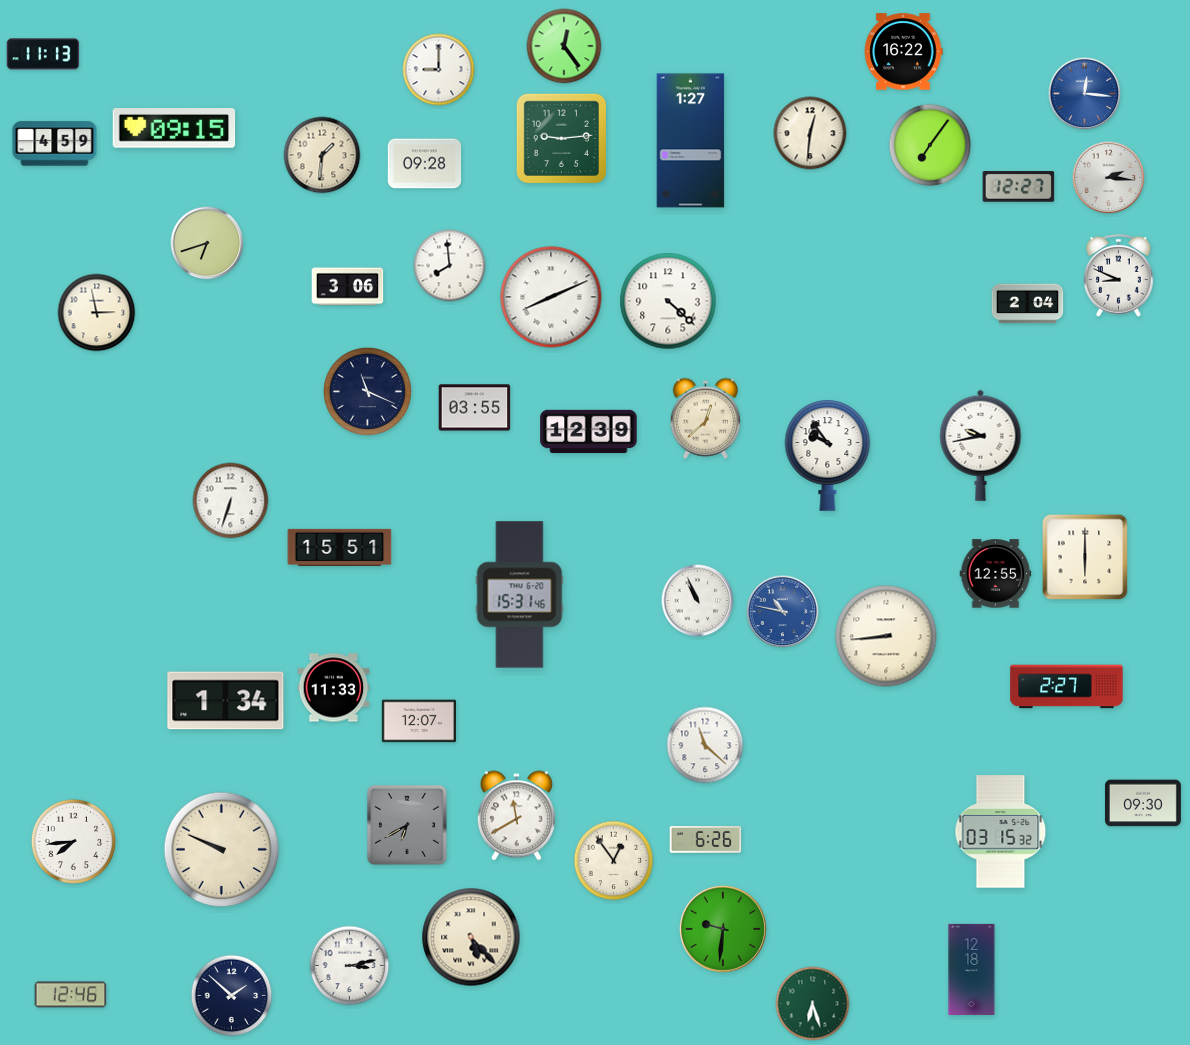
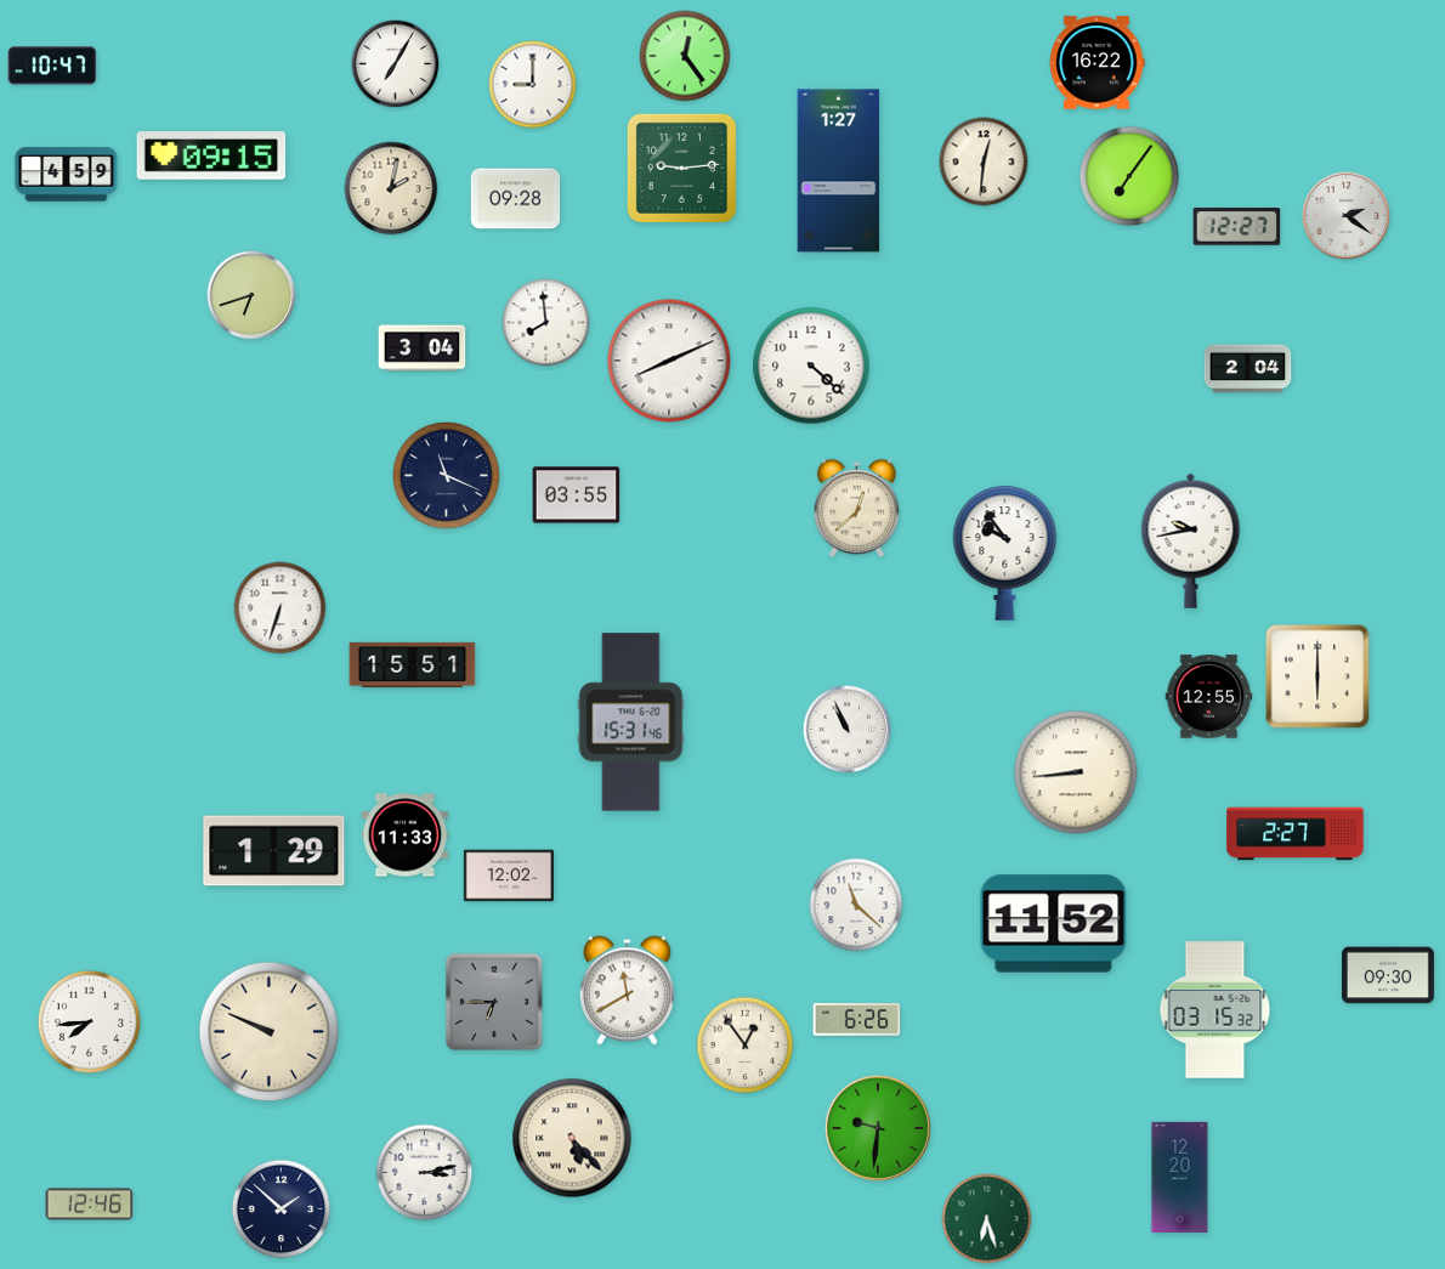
clock at (396, 64): none -> 7:05
clock at (43, 54): 11:13 -> 10:47
clock at (1085, 94): 12:16 -> none
clock at (322, 155): 1:31 -> 2:02
clock at (1109, 178): 2:16 -> 2:21
clock at (1119, 276): 8:49 -> none
clock at (348, 287): 3:06 -> 3:04
clock at (97, 313): 2:58 -> none
clock at (589, 432): 12:39 -> none
clock at (783, 612): 10:47 -> none
clock at (226, 701): 1:34 -> 1:29
clock at (419, 721): 12:07 -> 12:02
clock at (1054, 924): none -> 11:52
clock at (407, 825): 6:40 -> 6:45
clock at (972, 969): 12:18 -> 12:20
clock at (71, 995) position: (71, 995) -> (90, 1205)
